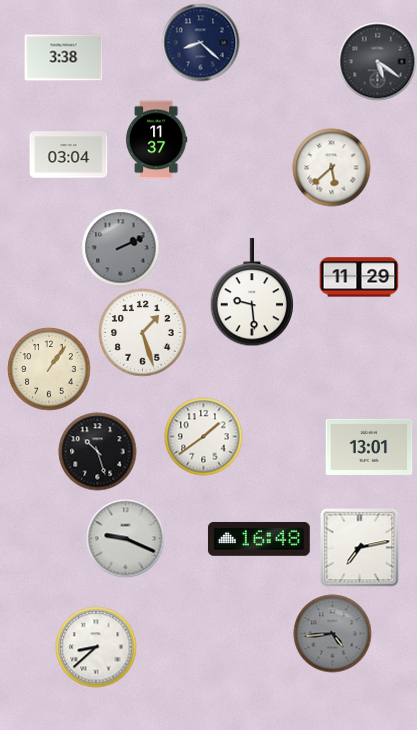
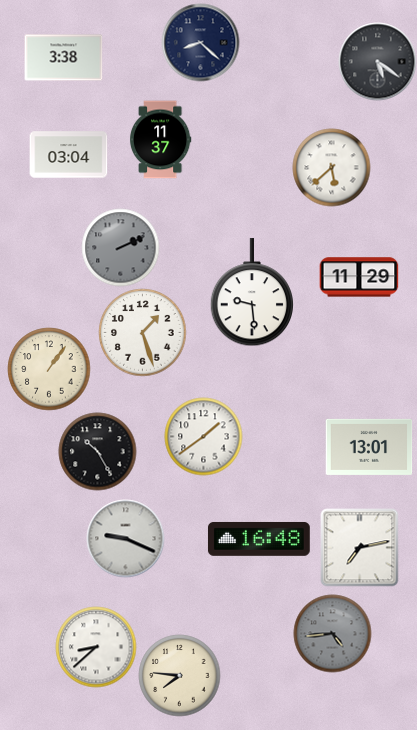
clock at (156, 139) position: (156, 139) -> (160, 139)
clock at (97, 451): 10:27 -> 10:25
clock at (179, 675): none -> 7:46
